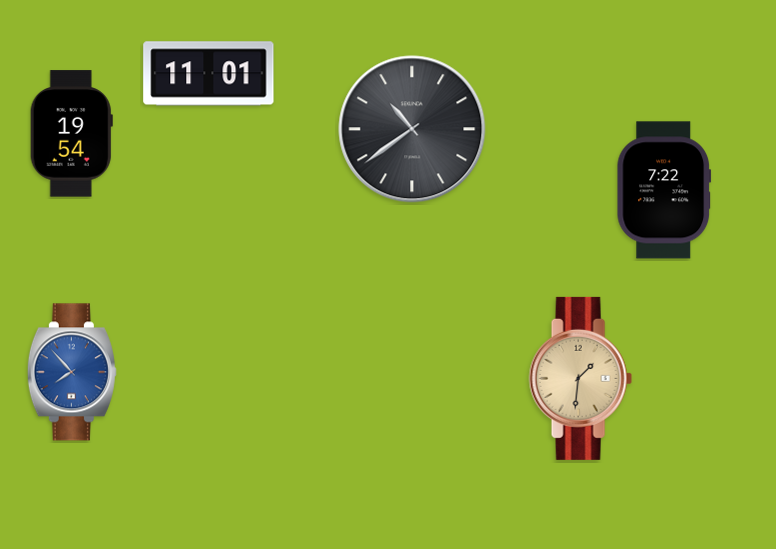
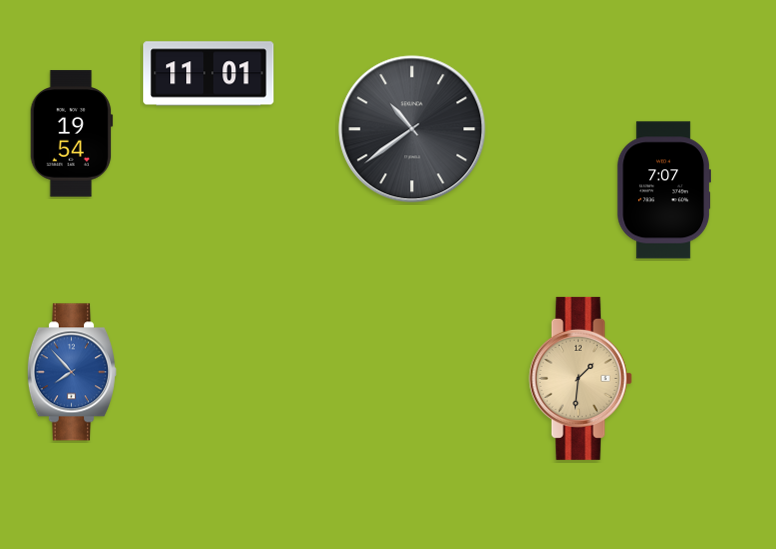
clock at (664, 190): 7:22 -> 7:07
